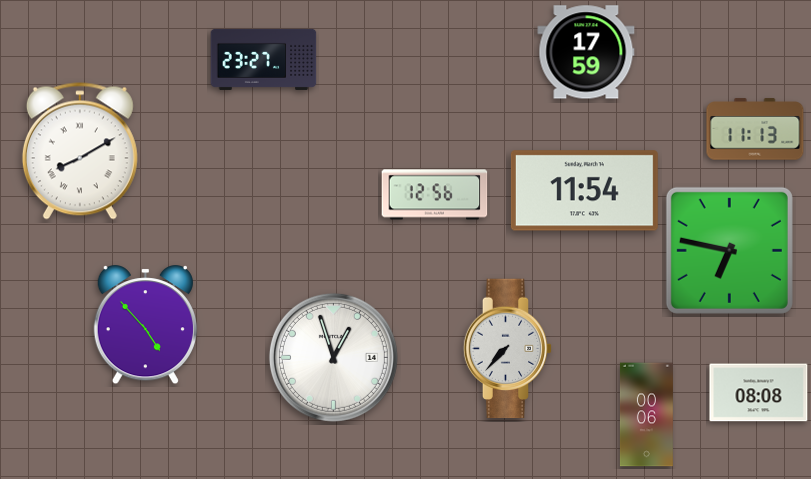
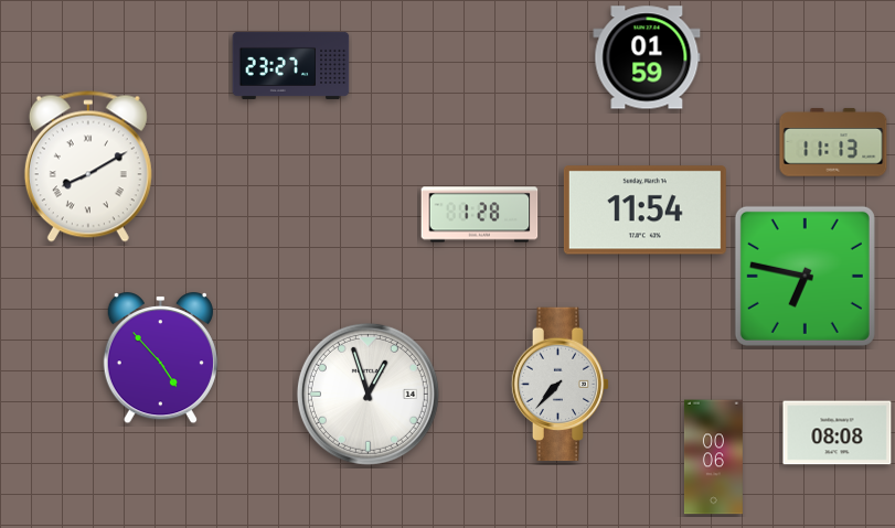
clock at (586, 52): 17:59 -> 01:59
clock at (435, 195): 12:56 -> 1:28
